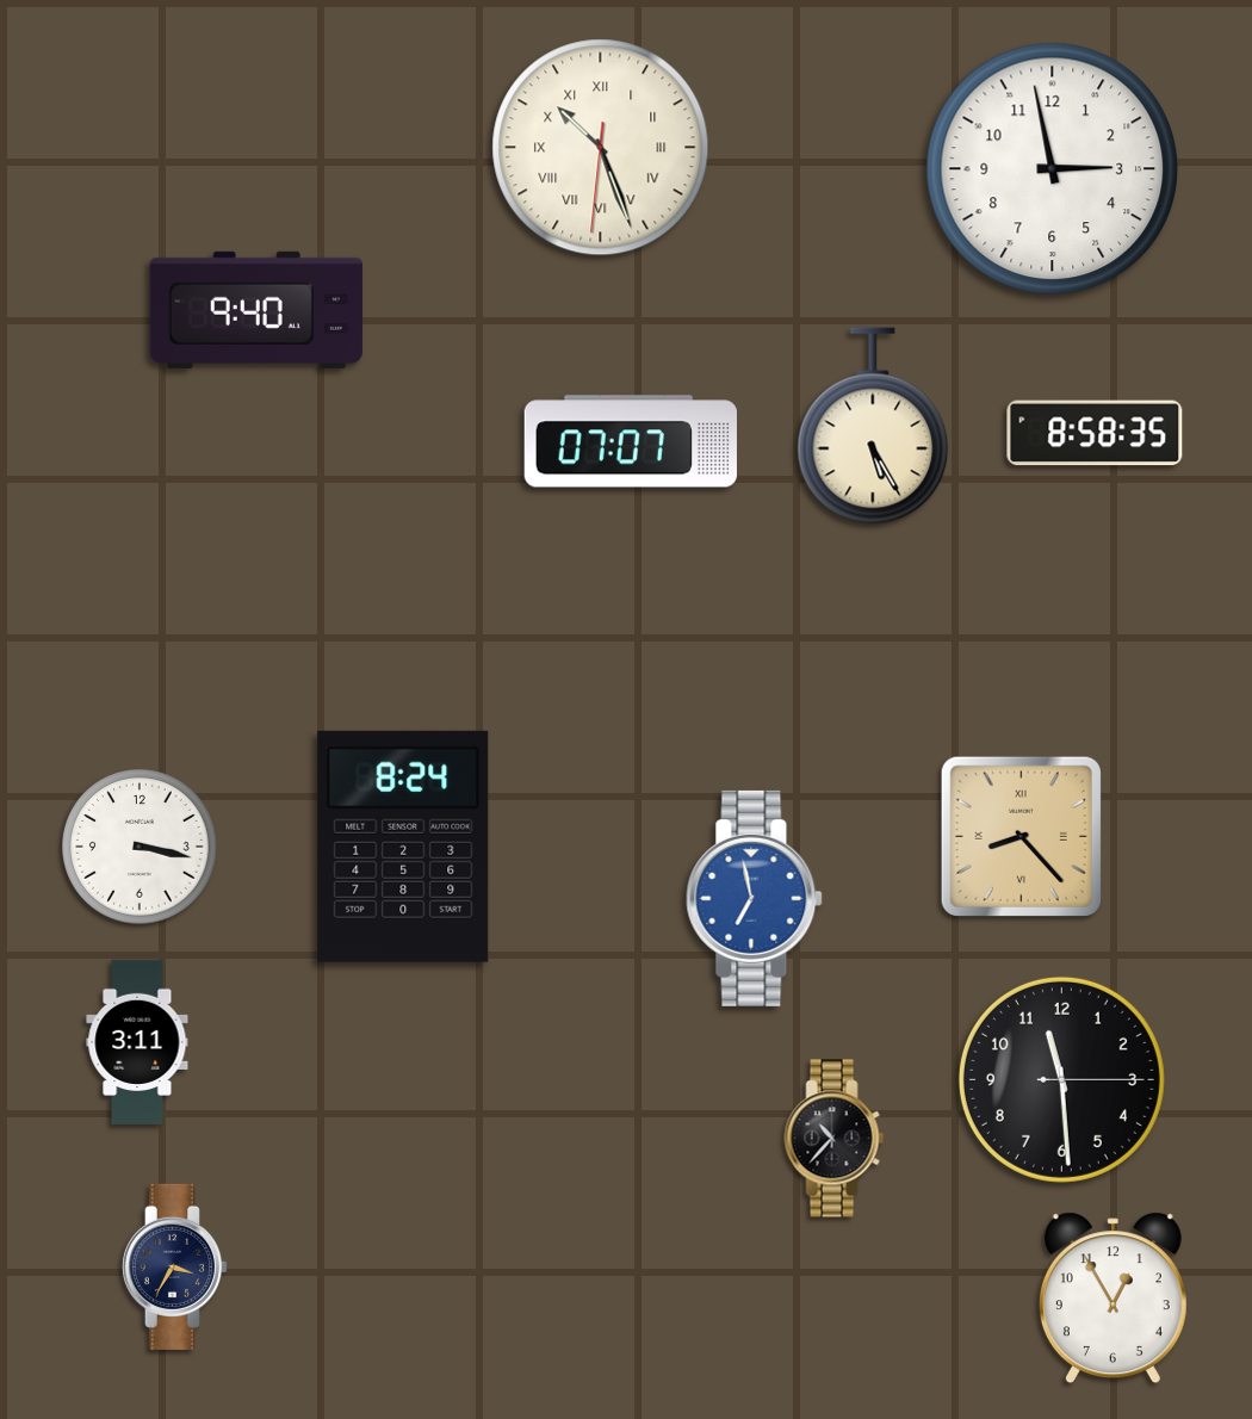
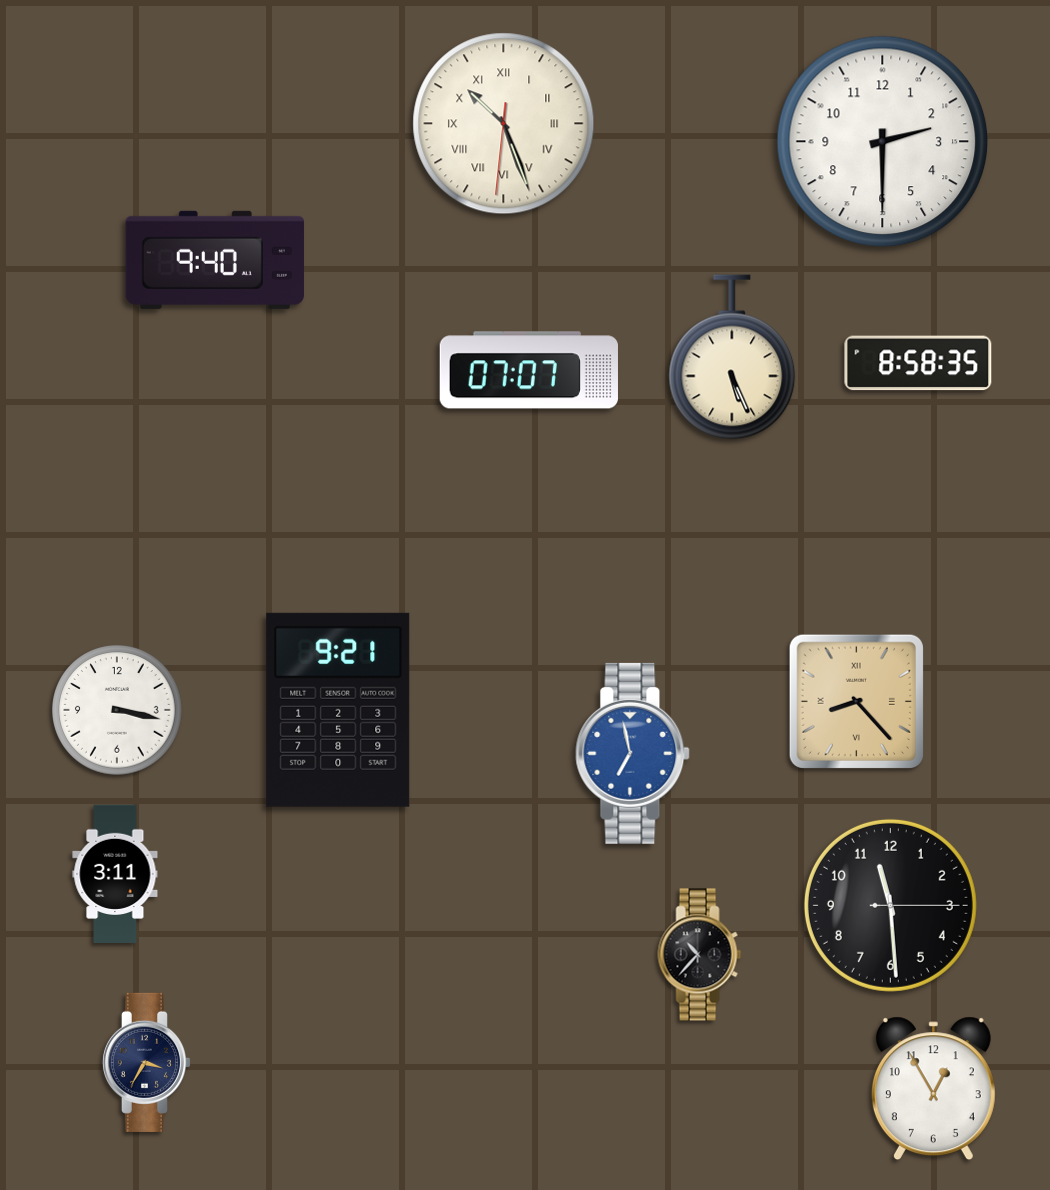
clock at (1053, 169): 2:58 -> 2:30
clock at (873, 426): 5:25 -> 5:26
clock at (403, 847): 8:24 -> 9:21
